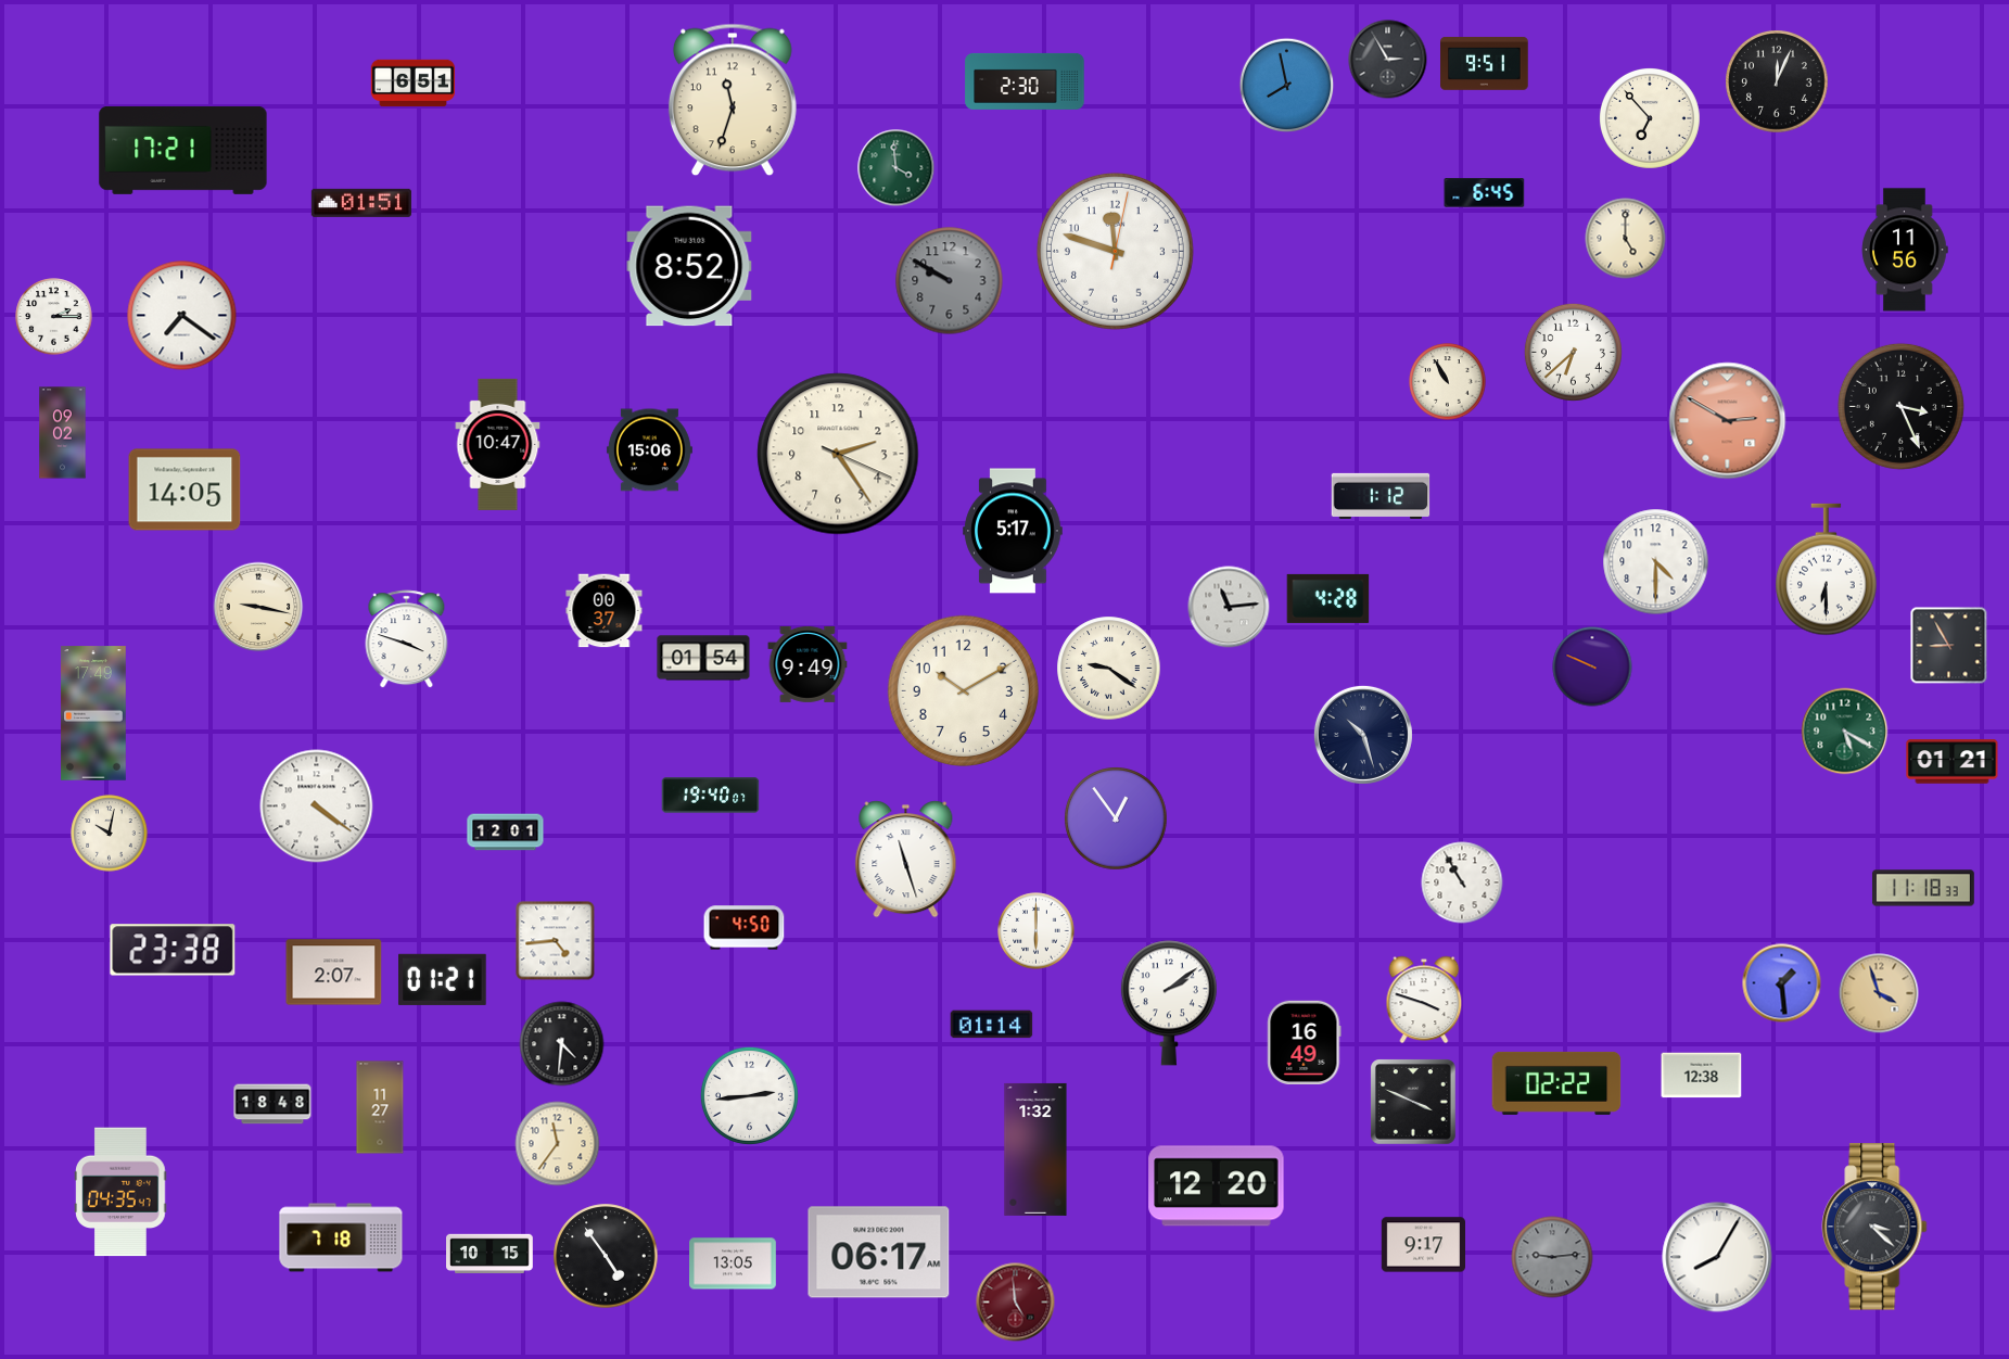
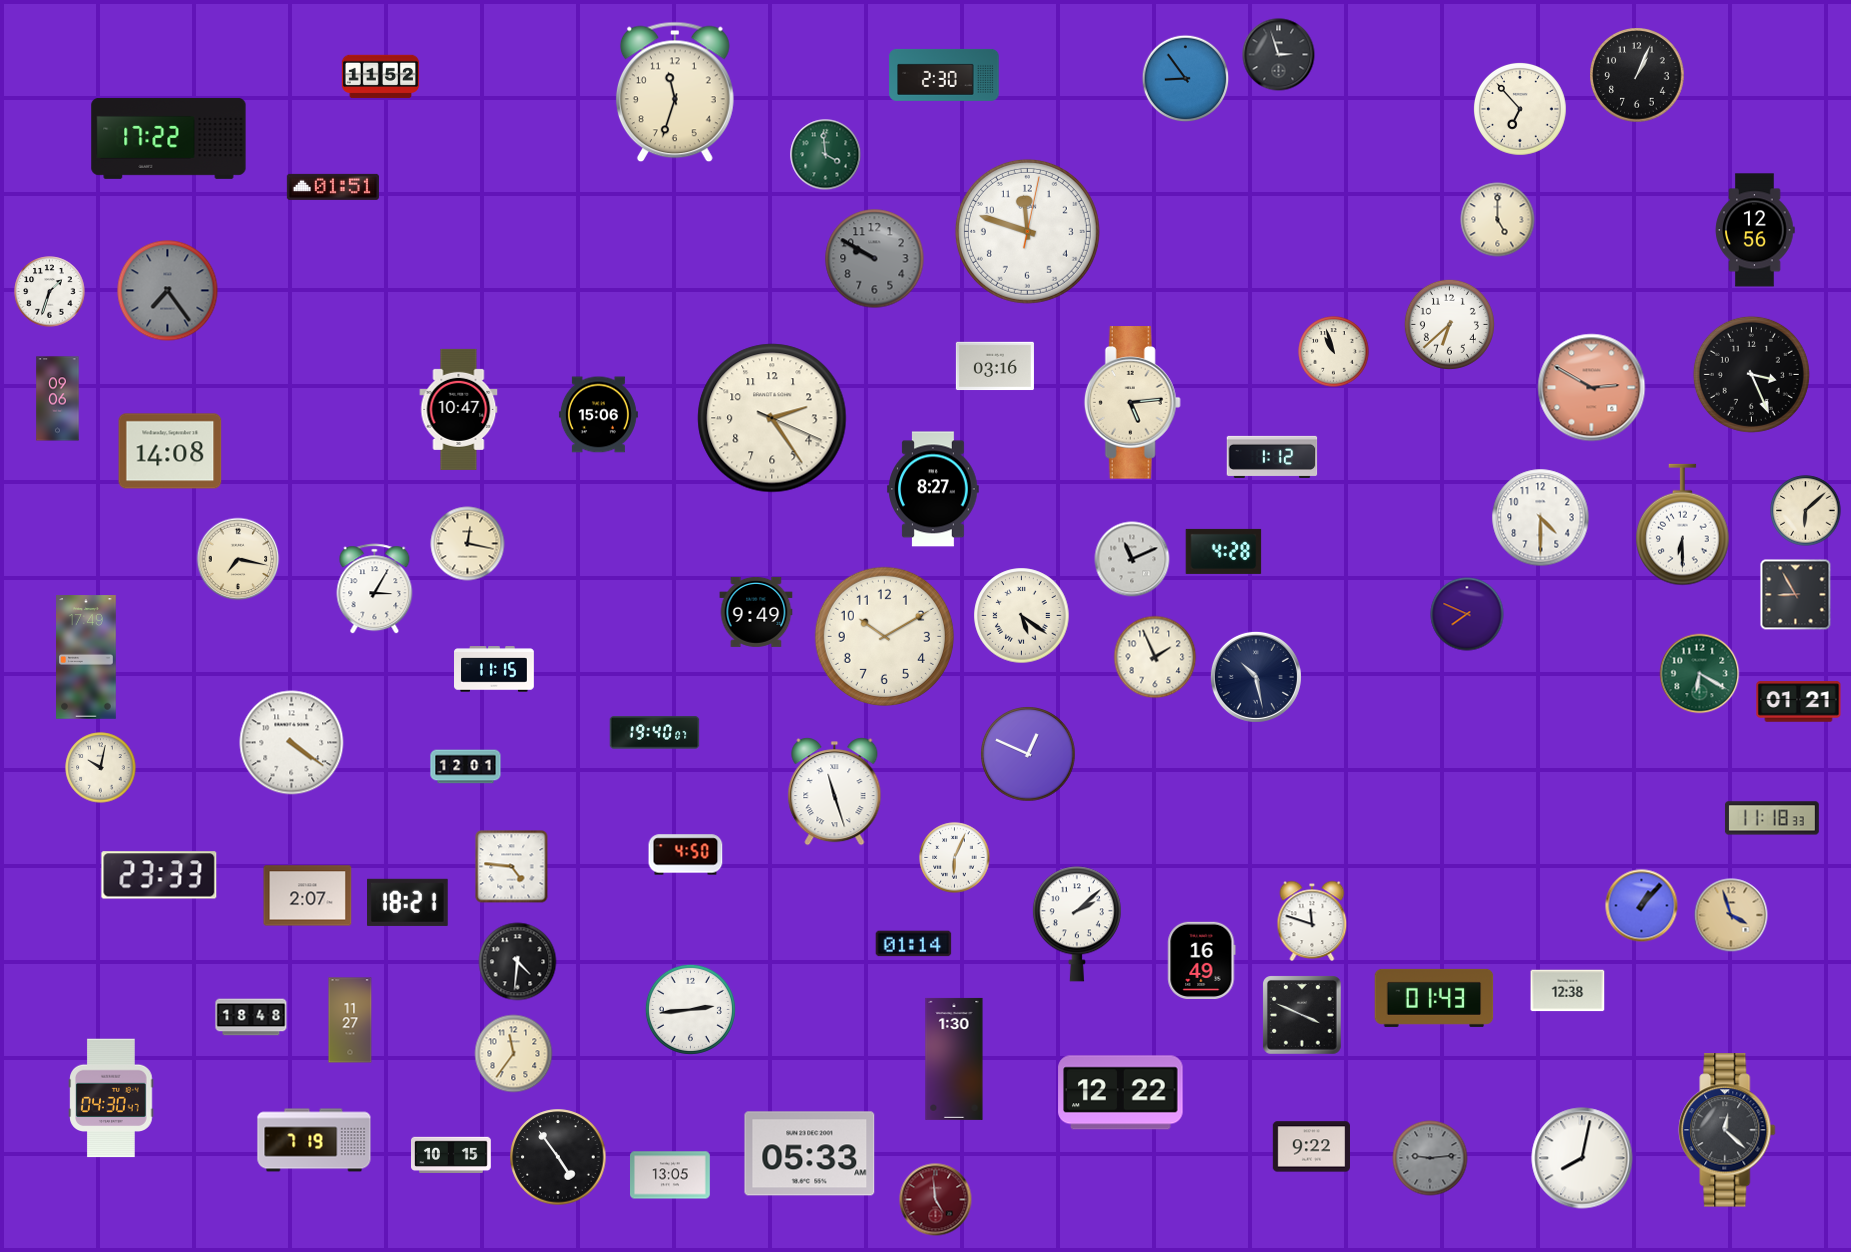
clock at (1388, 60): 2:55 -> 2:57
clock at (1485, 64): 9:51 -> none
clock at (1777, 81): 12:04 -> 1:04
clock at (414, 84): 6:51 -> 11:52
clock at (1287, 86): 7:58 -> 8:54
clock at (183, 150): 17:21 -> 17:22
clock at (1485, 193): 6:45 -> none
clock at (1905, 250): 11:56 -> 12:56
clock at (689, 266): 8:52 -> none
clock at (182, 316): 7:21 -> 7:24
clock at (182, 316) dial: white -> grey
clock at (54, 317): 2:15 -> 1:33
clock at (1448, 382): 10:55 -> 10:57
clock at (995, 366): none -> 03:16
clock at (63, 433): 09:02 -> 09:06
clock at (1132, 403): none -> 5:14
clock at (185, 490): 14:05 -> 14:08
clock at (1013, 531): 5:17 -> 8:27
clock at (1806, 511): none -> 6:08
clock at (1656, 562) position: (1656, 562) -> (1541, 518)
clock at (468, 544): none -> 12:17
clock at (258, 607): 9:17 -> 7:17
clock at (1229, 607): 11:14 -> 11:11
clock at (605, 611): 00:37 -> none
clock at (407, 639): 3:48 -> 3:05
clock at (703, 658): 01:54 -> none
clock at (808, 664) position: (808, 664) -> (756, 612)
clock at (1592, 666): 9:49 -> 7:49
clock at (1109, 669): 9:21 -> 5:21
clock at (963, 690) position: (963, 690) -> (884, 636)
clock at (1155, 657): none -> 1:56
clock at (495, 669): none -> 11:15
clock at (1845, 732): 5:20 -> 6:20
clock at (1363, 735): 10:27 -> 10:28
clock at (1116, 818): 12:54 -> 12:49
clock at (1462, 882): 10:55 -> none
clock at (1037, 931): 6:00 -> 6:04
clock at (556, 941): 4:44 -> 4:46
clock at (173, 950): 23:38 -> 23:33
clock at (443, 979): 01:21 -> 18:21
clock at (1782, 983): 1:29 -> 1:07
clock at (1424, 1000): 3:48 -> 11:48
clock at (1169, 1003): 2:09 -> 2:08
clock at (1556, 1083): 02:22 -> 01:43
clock at (1035, 1150): 1:32 -> 1:30
clock at (1217, 1186): 12:20 -> 12:22
clock at (120, 1192): 04:35 -> 04:30
clock at (1874, 1227): 3:22 -> 12:22
clock at (341, 1237): 7:18 -> 7:19
clock at (1424, 1245): 9:17 -> 9:22
clock at (879, 1253): 06:17 -> 05:33
clock at (1717, 1257): 8:05 -> 8:02
clock at (734, 1263) position: (734, 1263) -> (671, 1175)
